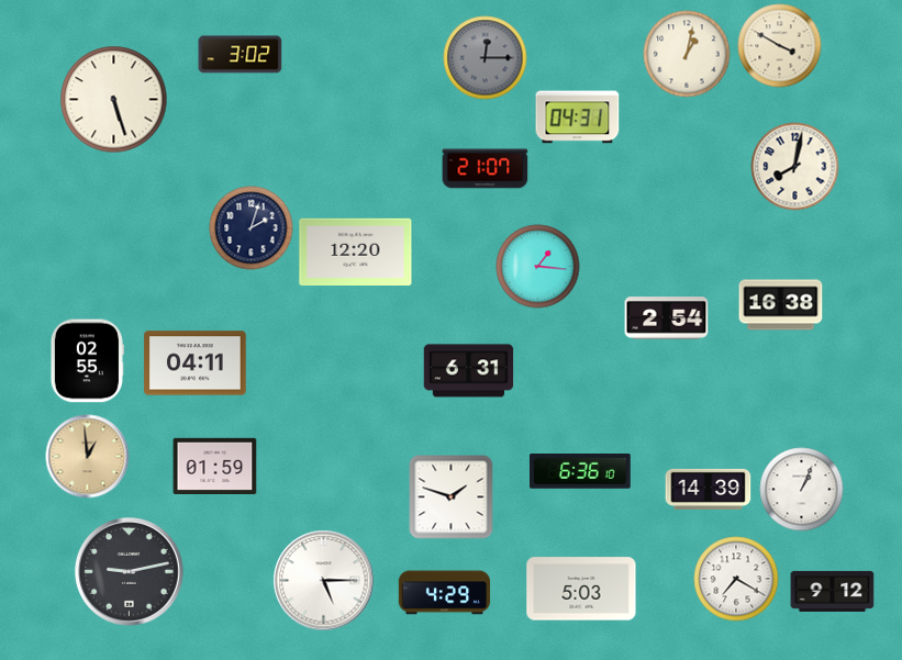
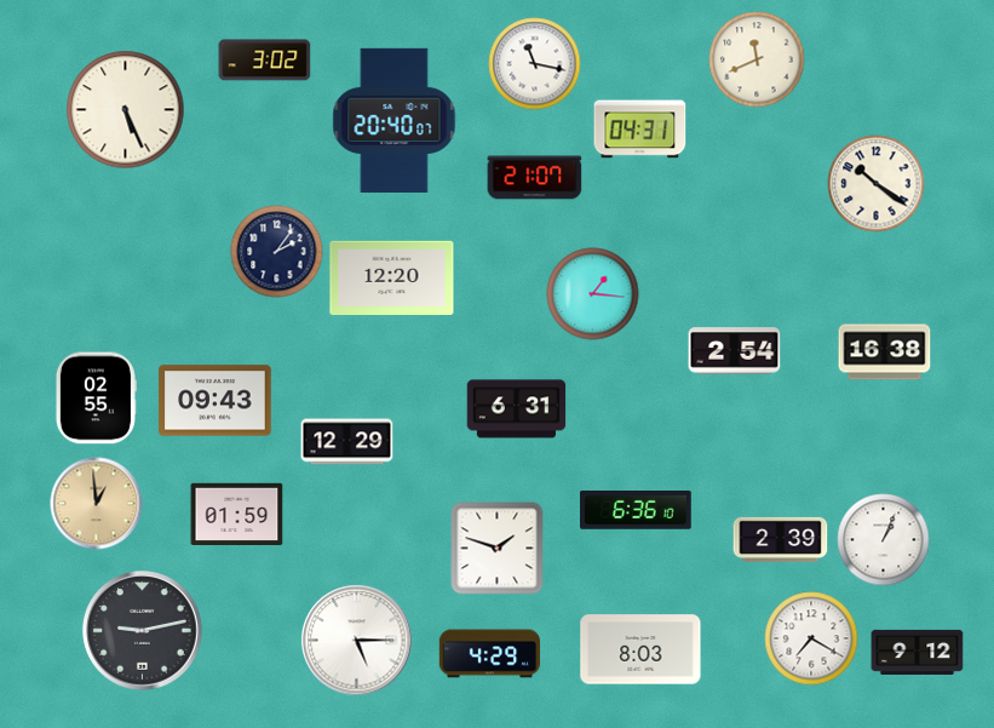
clock at (780, 46): 3:50 -> none
clock at (687, 54): 1:02 -> 11:41
clock at (486, 58): 12:15 -> 11:17
clock at (486, 58) dial: grey -> white
clock at (114, 100): 5:27 -> 5:26
clock at (395, 120): none -> 20:40
clock at (578, 118) position: (578, 118) -> (640, 130)
clock at (795, 167): 8:02 -> 10:21
clock at (486, 169) position: (486, 169) -> (535, 178)
clock at (252, 228): 2:03 -> 2:06
clock at (781, 305) position: (781, 305) -> (885, 352)
clock at (196, 363): 04:11 -> 09:43
clock at (347, 442): none -> 12:29
clock at (580, 471) position: (580, 471) -> (636, 510)
clock at (709, 489): 14:39 -> 2:39
clock at (581, 589): 5:03 -> 8:03
